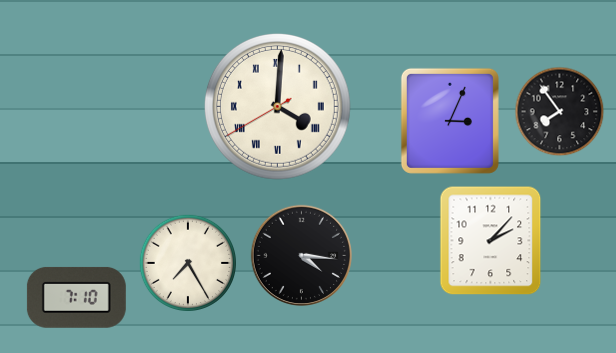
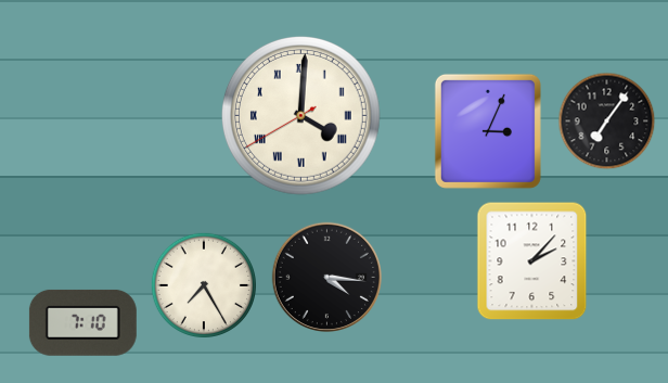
clock at (560, 112): 7:54 -> 7:06
